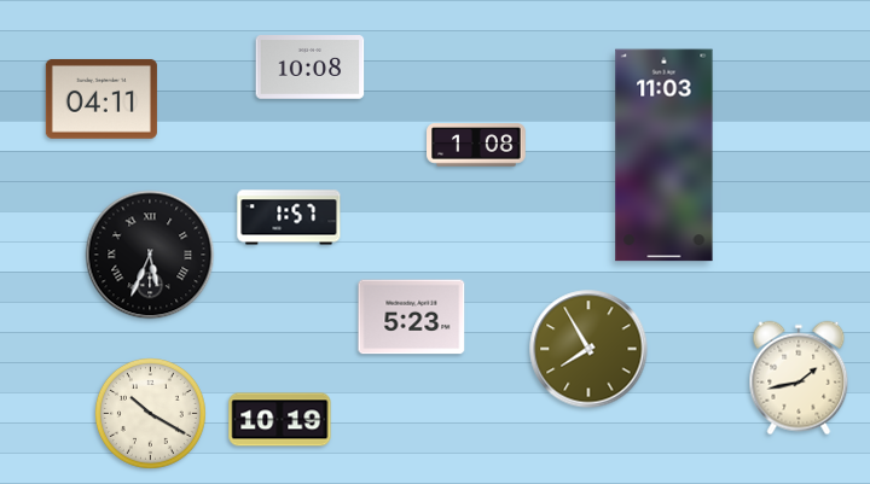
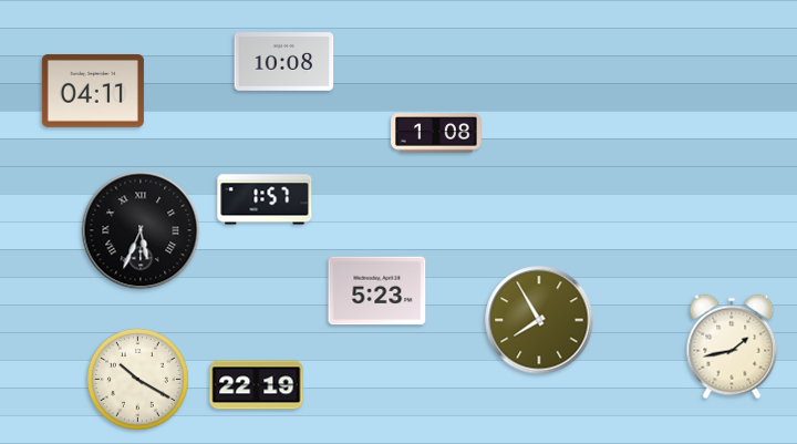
clock at (665, 156): 11:03 -> none
clock at (150, 255) position: (150, 255) -> (141, 230)
clock at (280, 420): 10:19 -> 22:19
